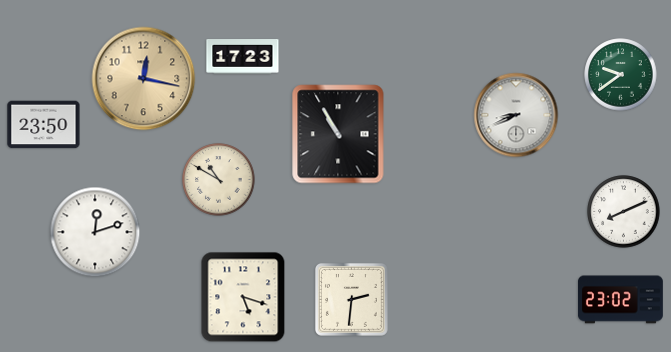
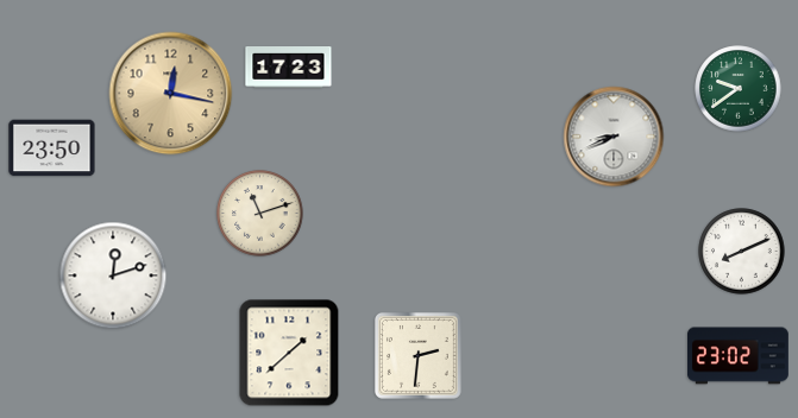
clock at (338, 134): 10:55 -> none
clock at (219, 180): 10:50 -> 11:12
clock at (243, 297): 5:18 -> 1:38
